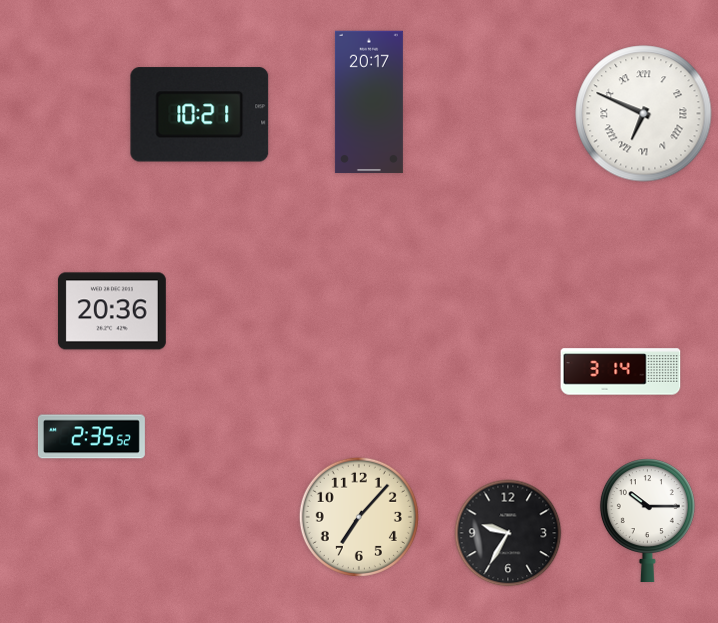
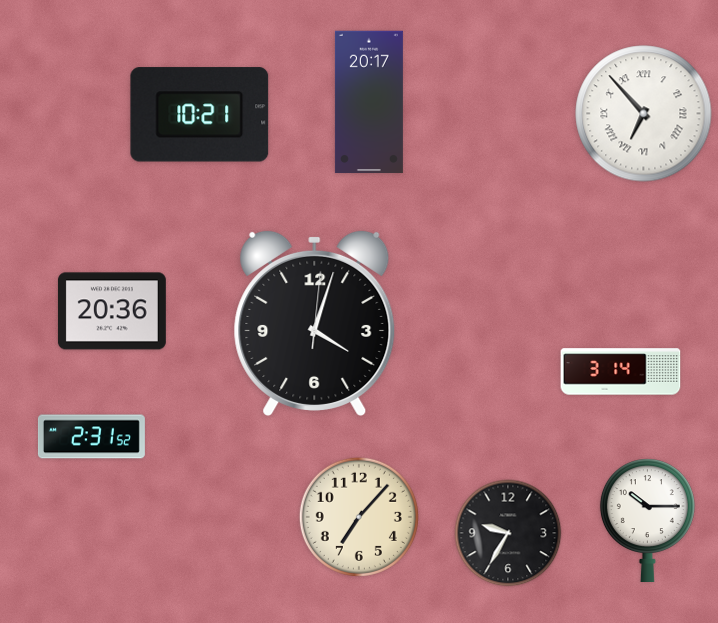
clock at (644, 114): 6:49 -> 6:53
clock at (315, 323): none -> 4:03
clock at (91, 437): 2:35 -> 2:31
